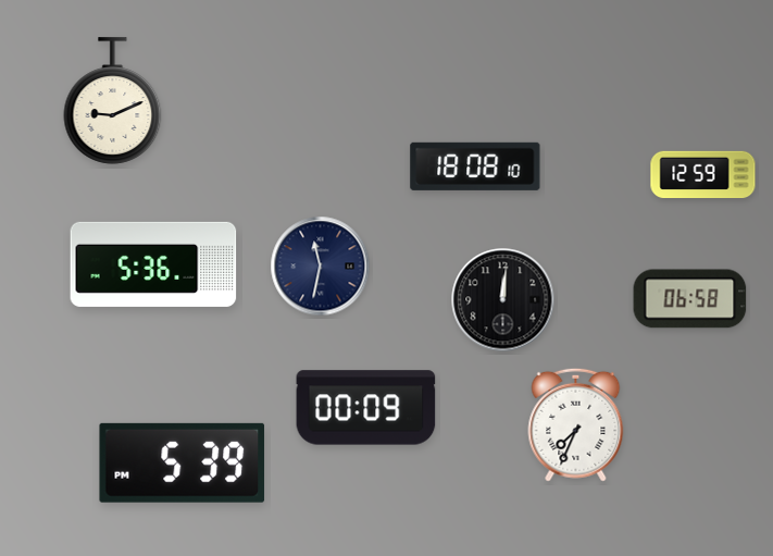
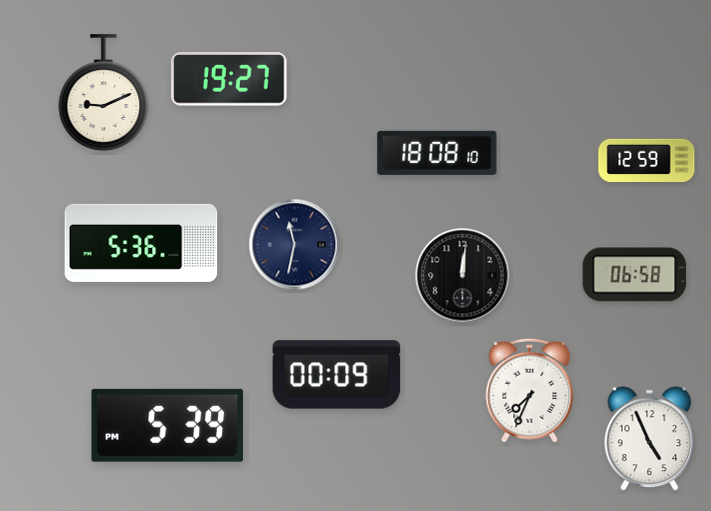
clock at (229, 79): none -> 19:27
clock at (650, 439): none -> 4:56
